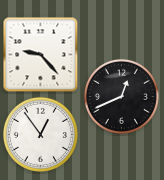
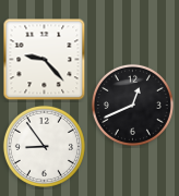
clock at (40, 134): 12:54 -> 8:54
